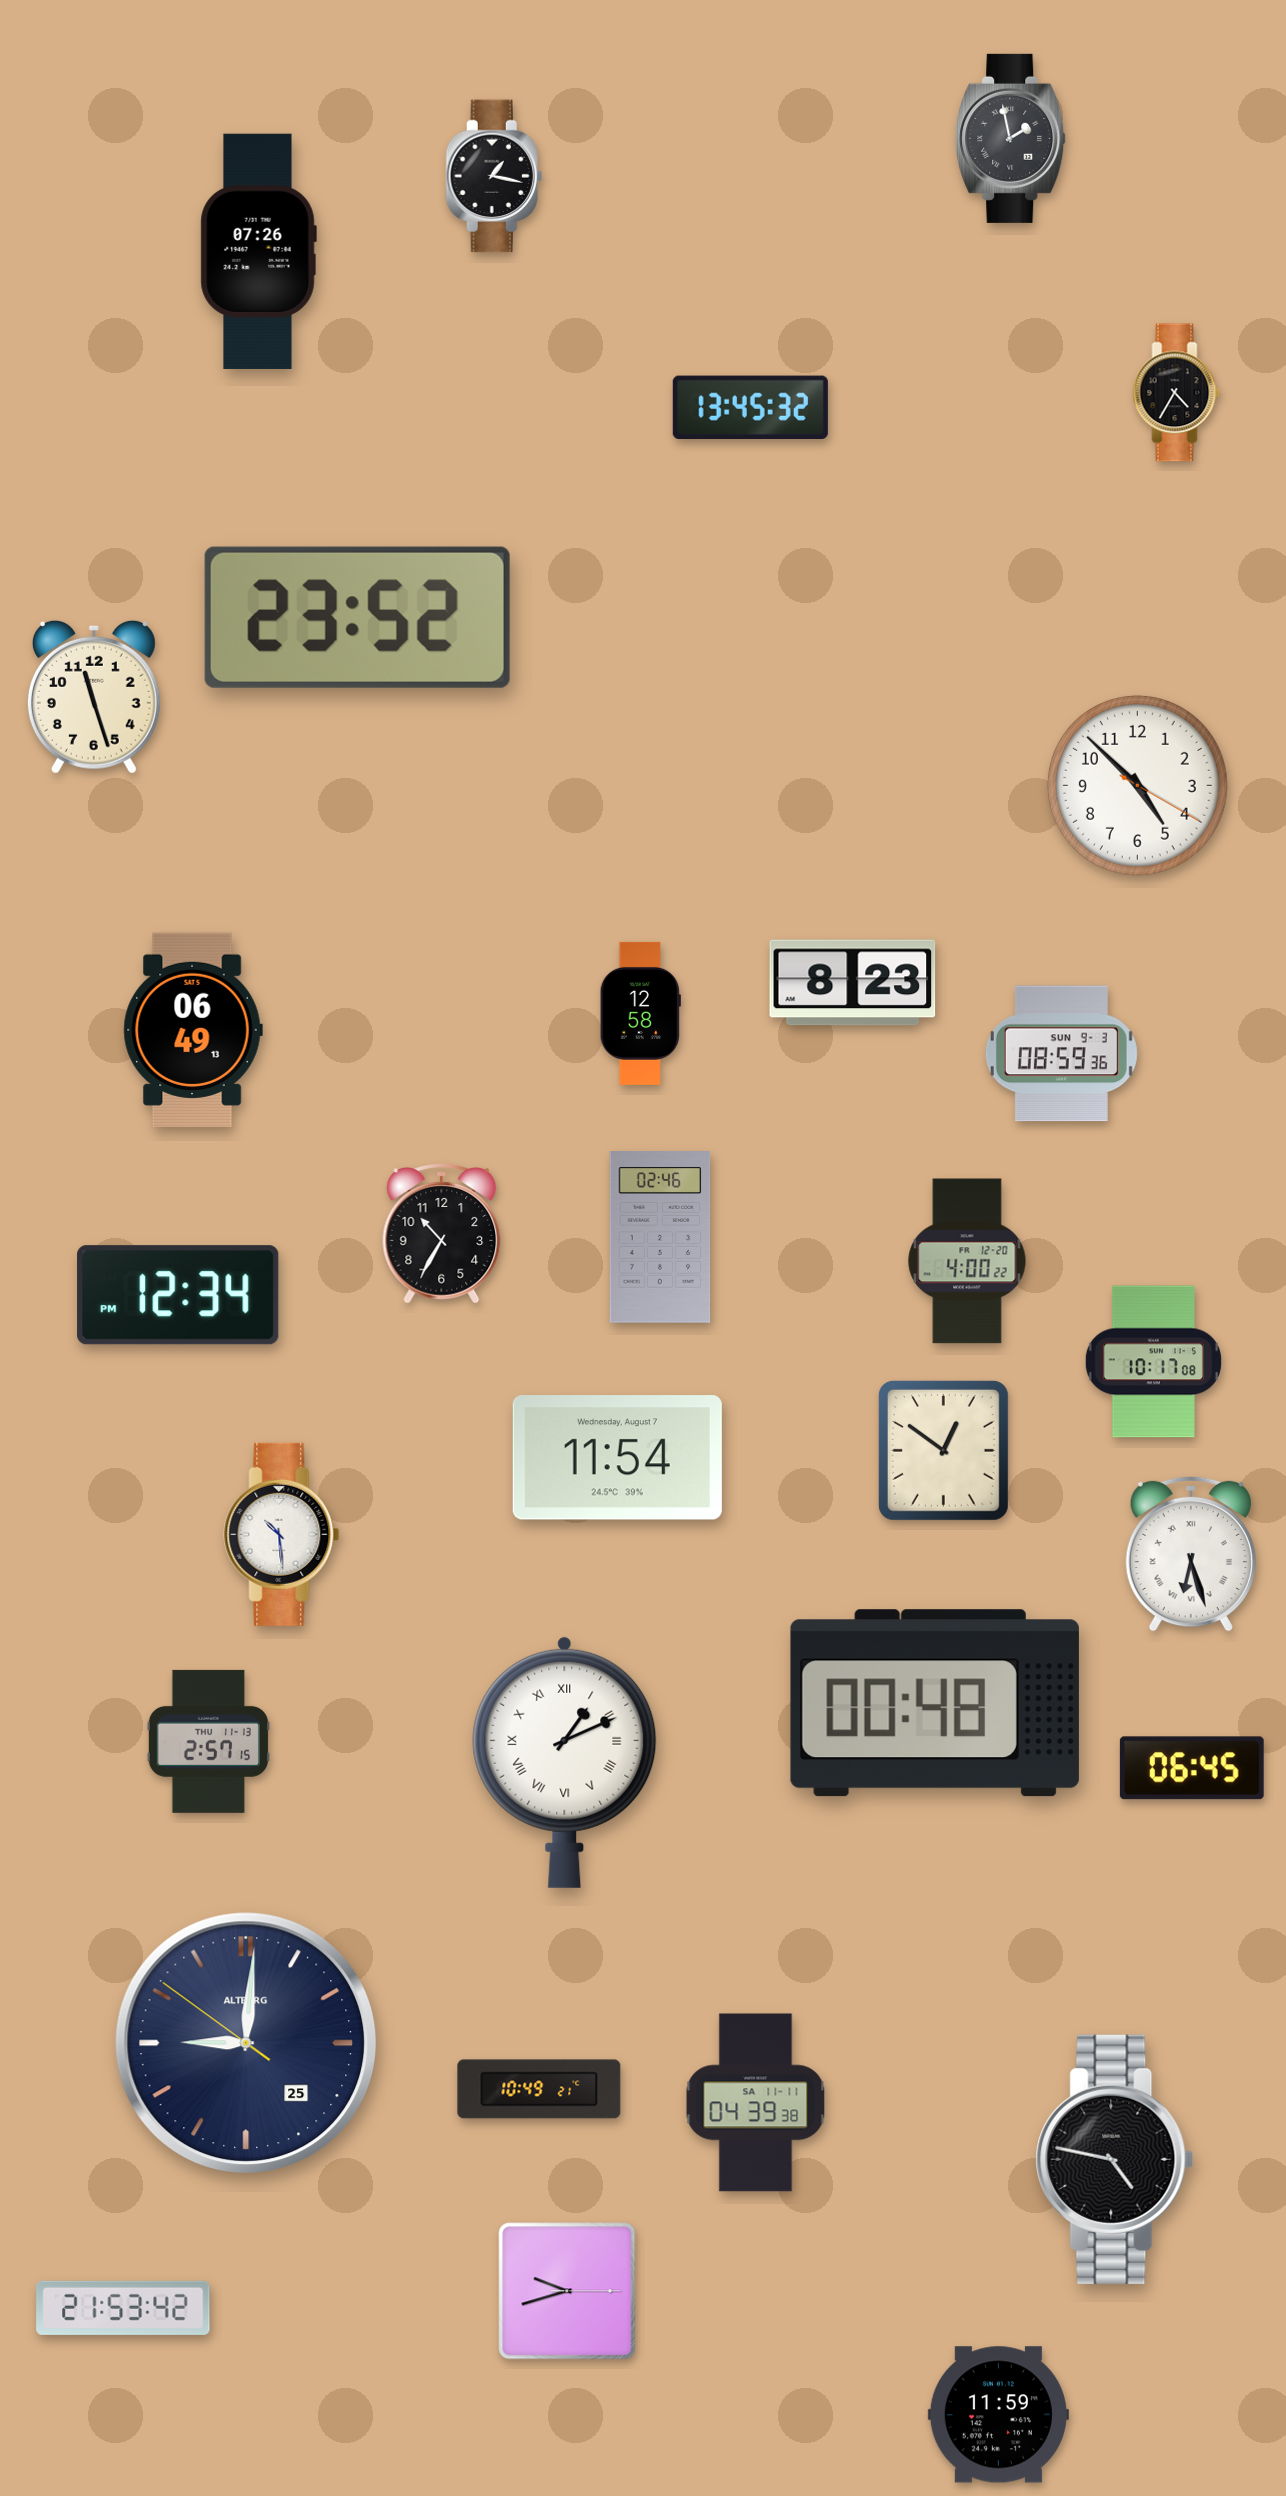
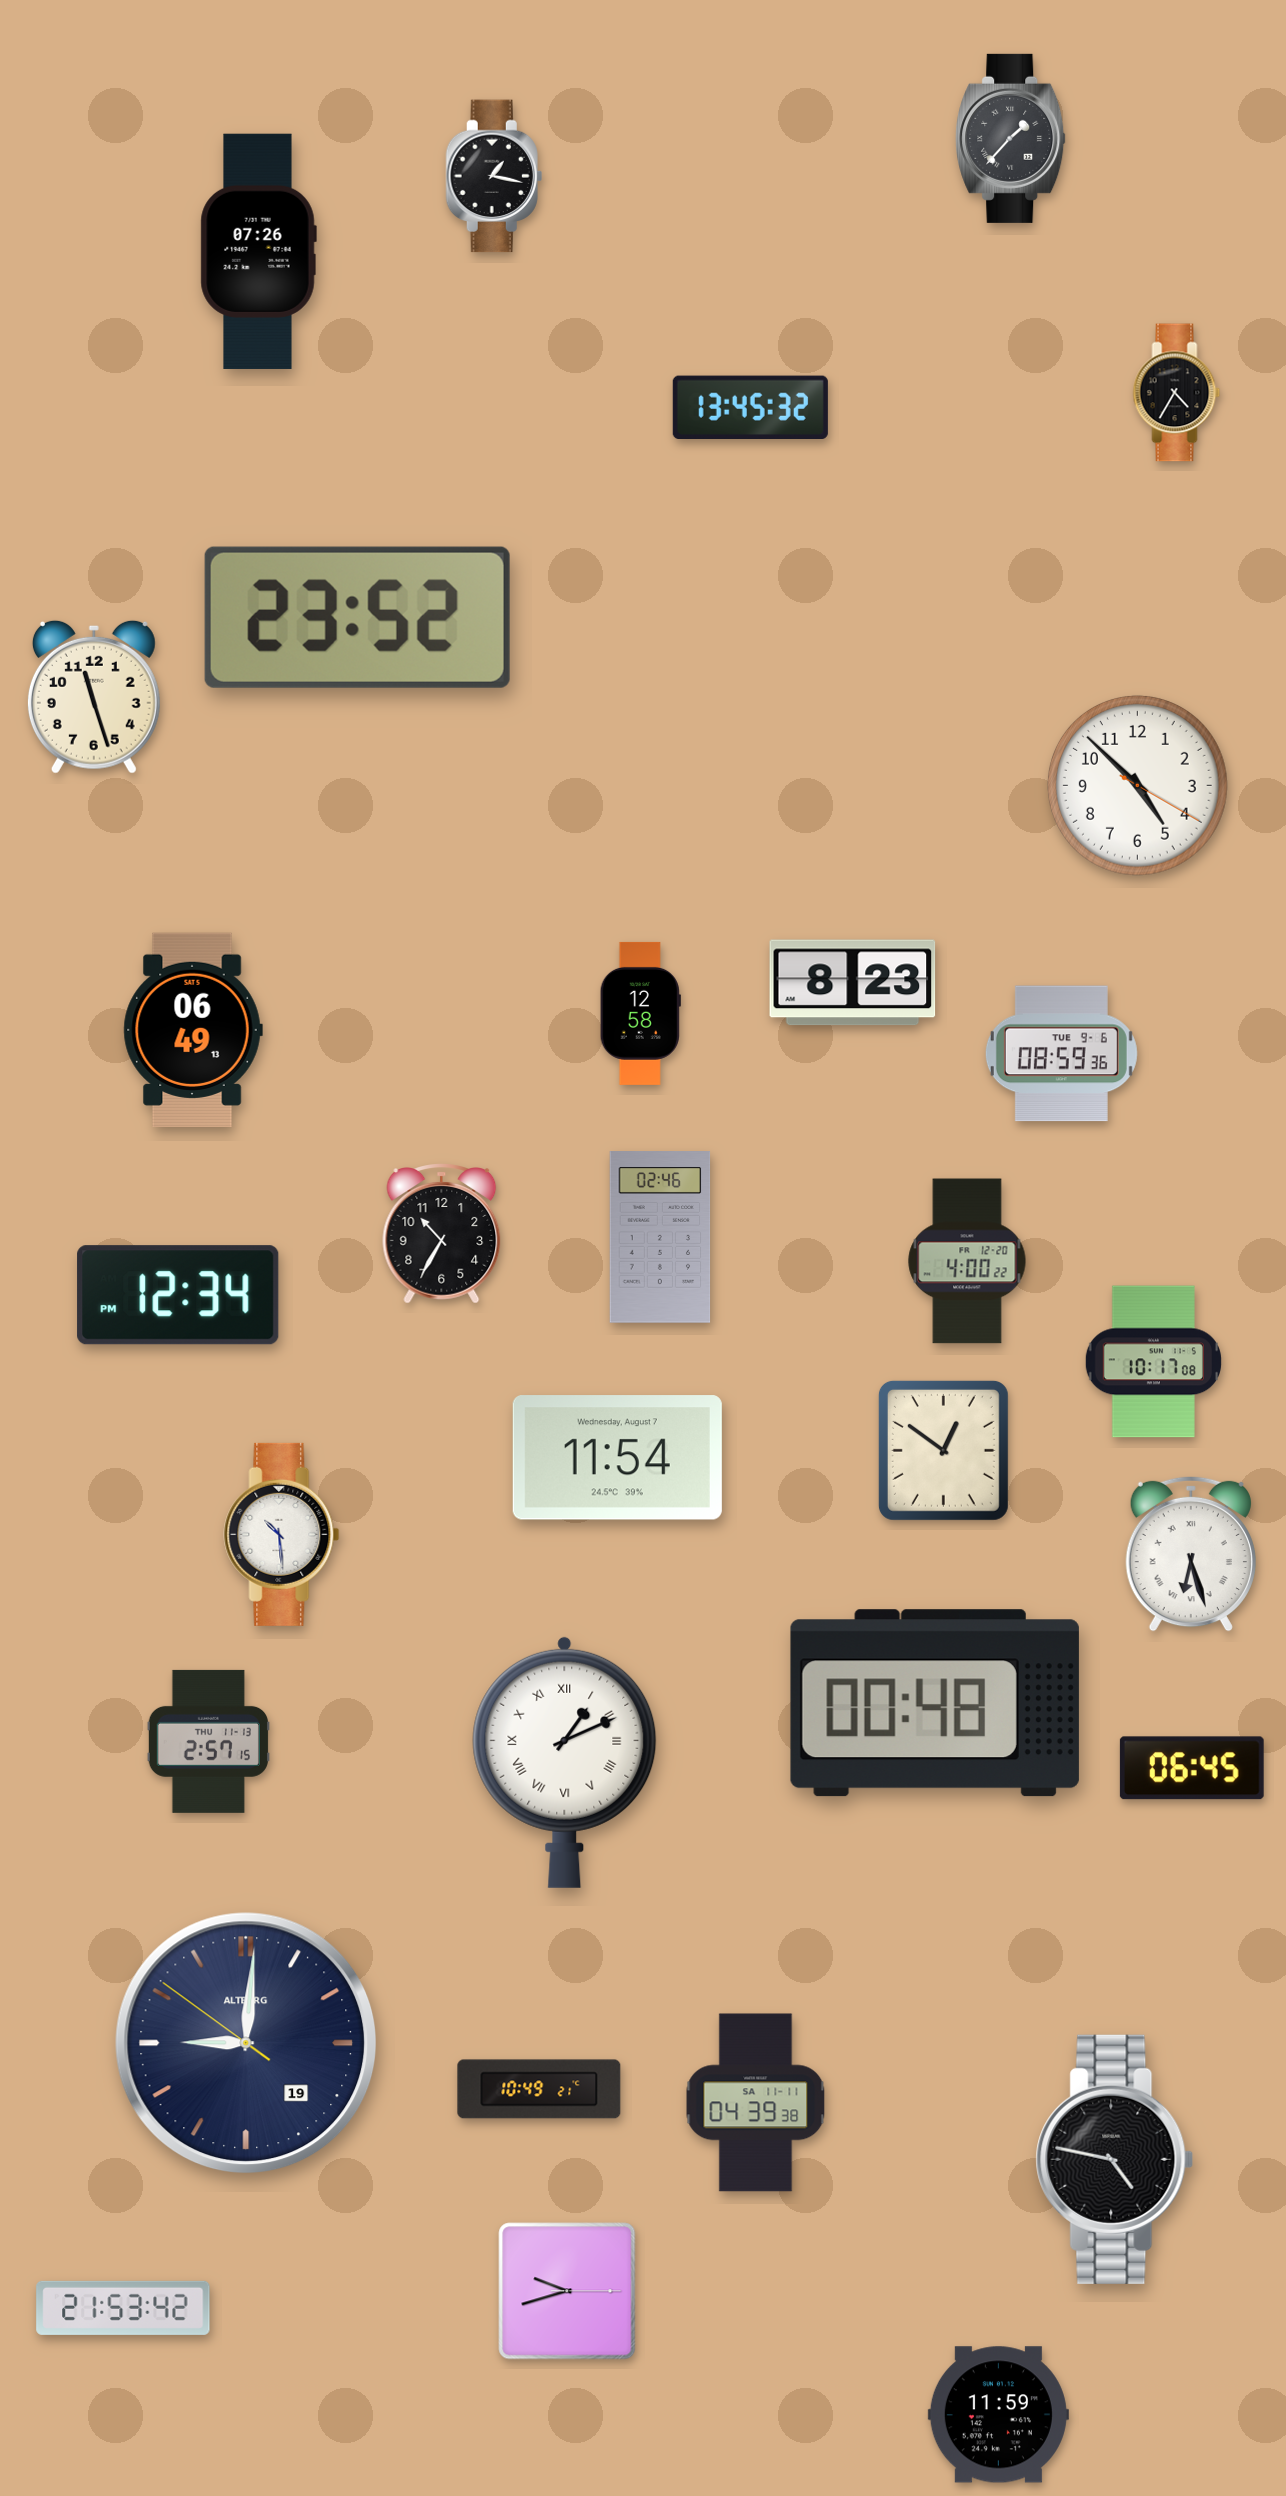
clock at (1011, 138): 1:58 -> 1:37
clock at (1061, 1054) date: SUN 9-3 -> TUE 9-6
clock at (246, 2043) date: 25 -> 19
